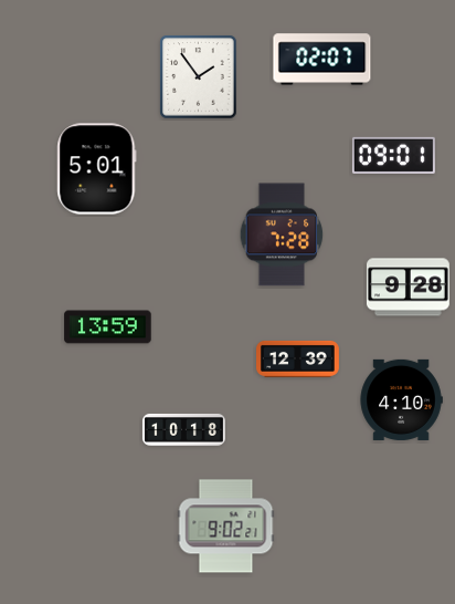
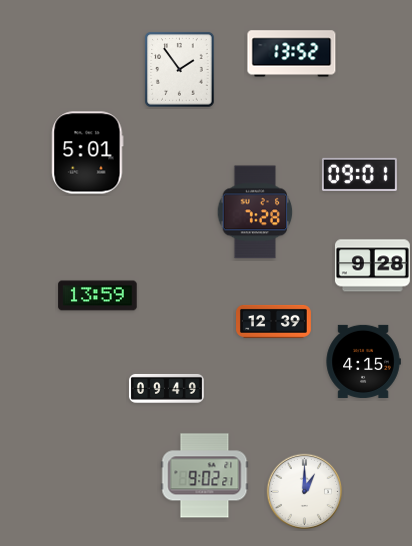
clock at (322, 60): 02:07 -> 13:52
clock at (393, 155) position: (393, 155) -> (359, 174)
clock at (408, 288) position: (408, 288) -> (372, 266)
clock at (298, 358) position: (298, 358) -> (274, 321)
clock at (401, 399): 4:10 -> 4:15
clock at (183, 429): 10:18 -> 09:49
clock at (305, 492): none -> 1:00
